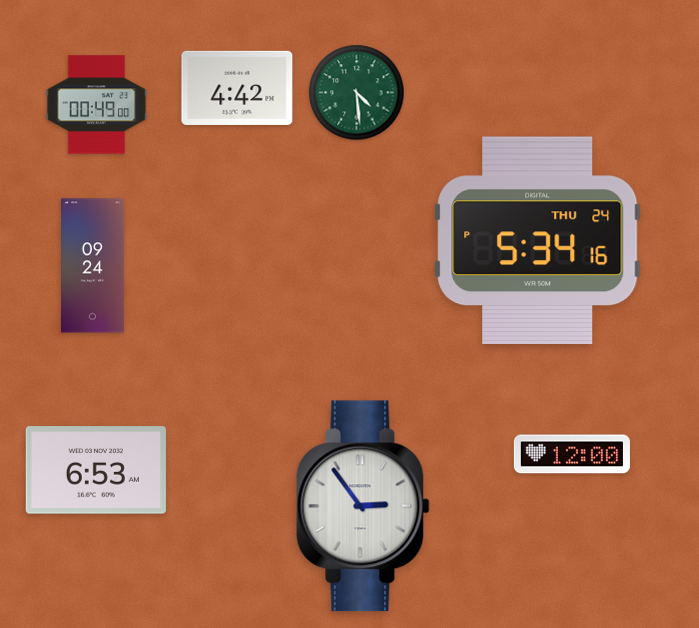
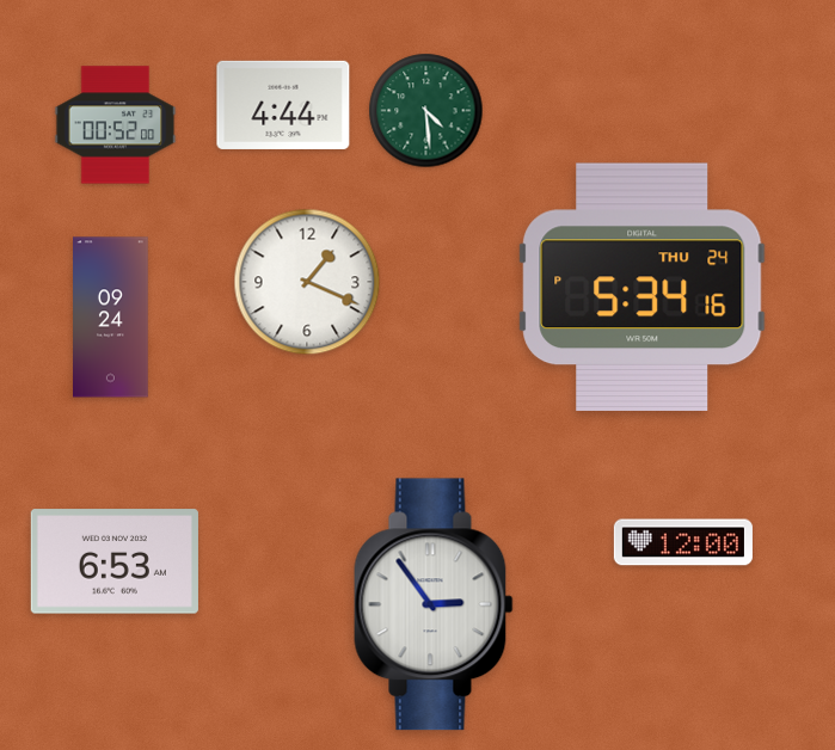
clock at (237, 88): 4:42 -> 4:44
clock at (97, 105): 00:49 -> 00:52
clock at (307, 282): none -> 1:19
